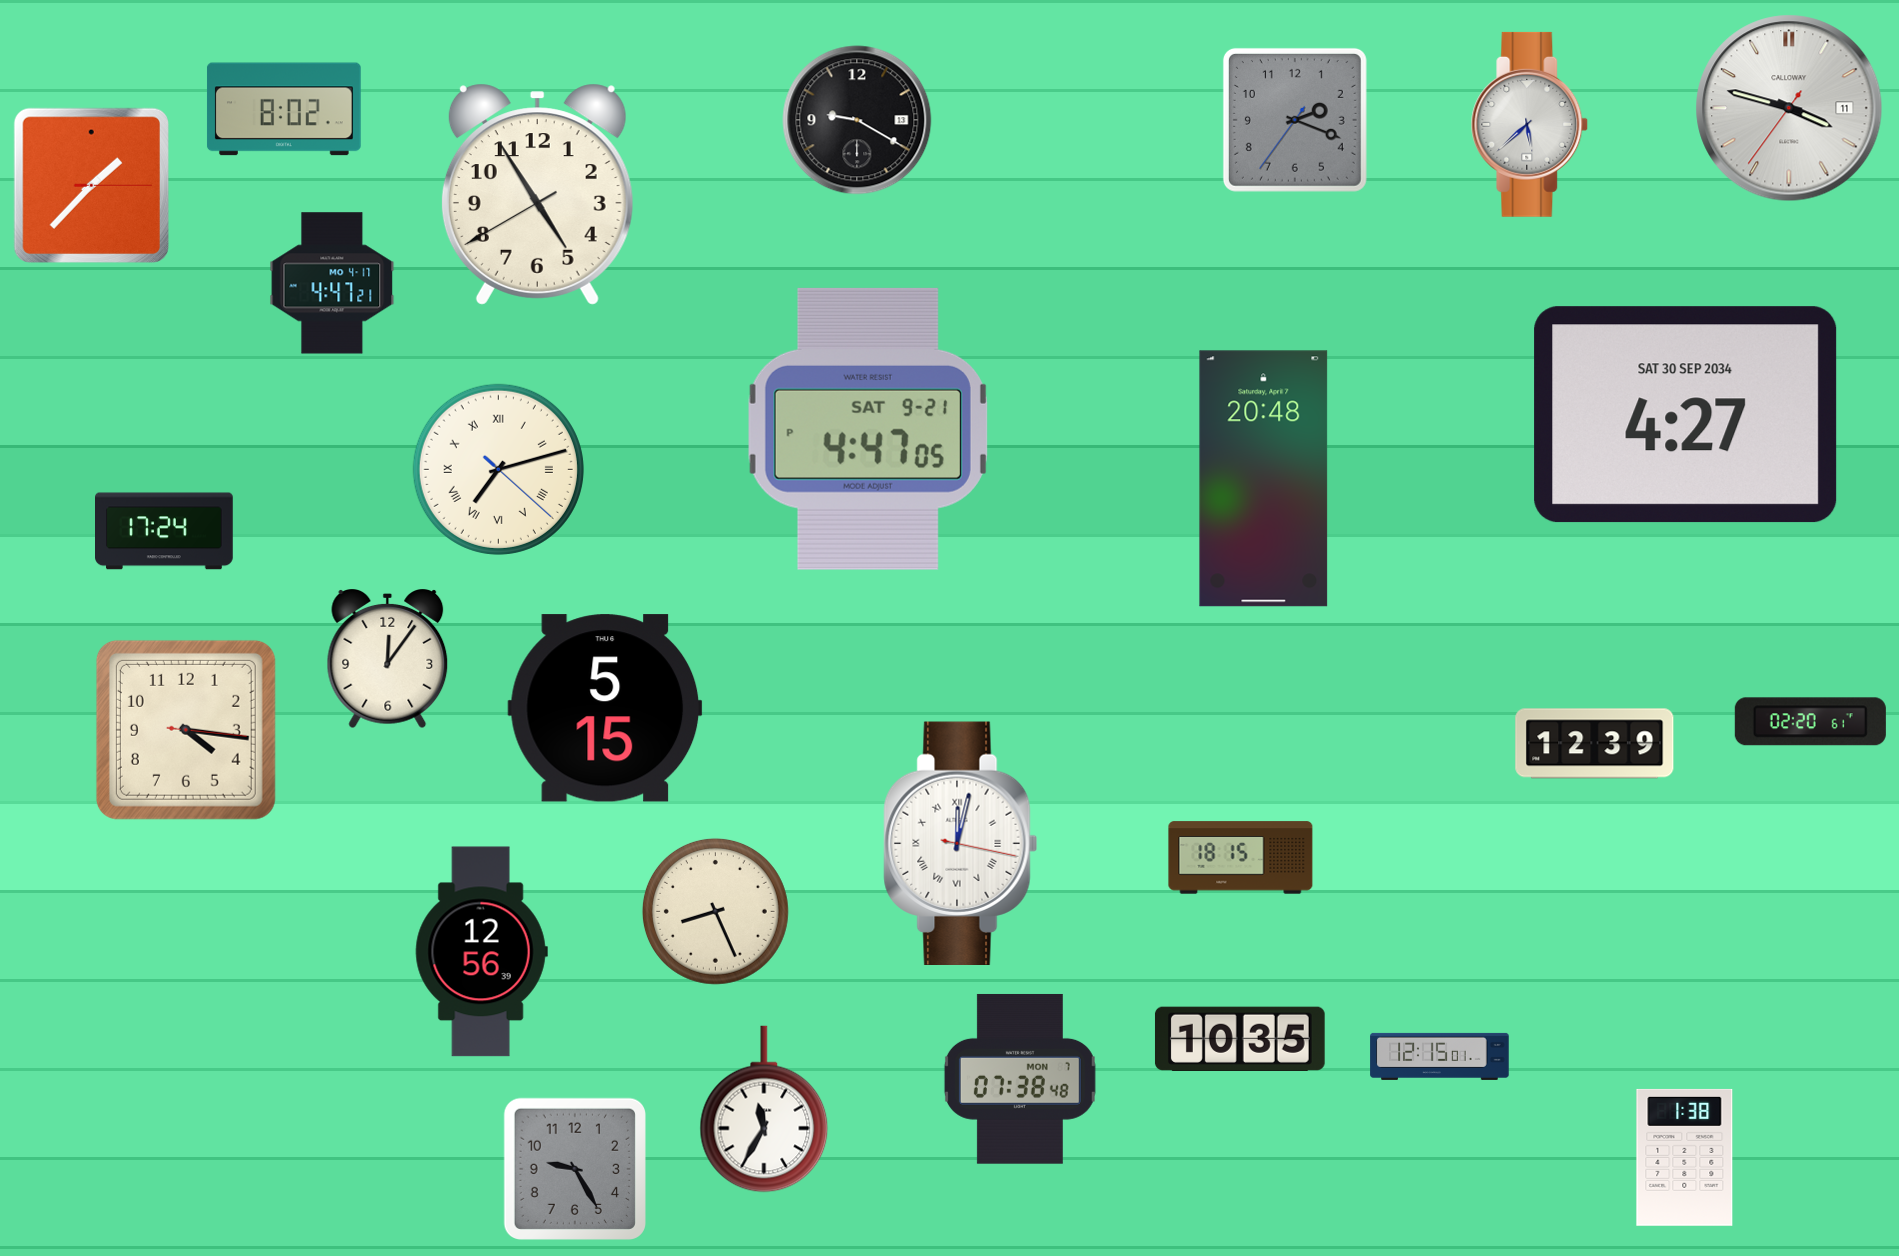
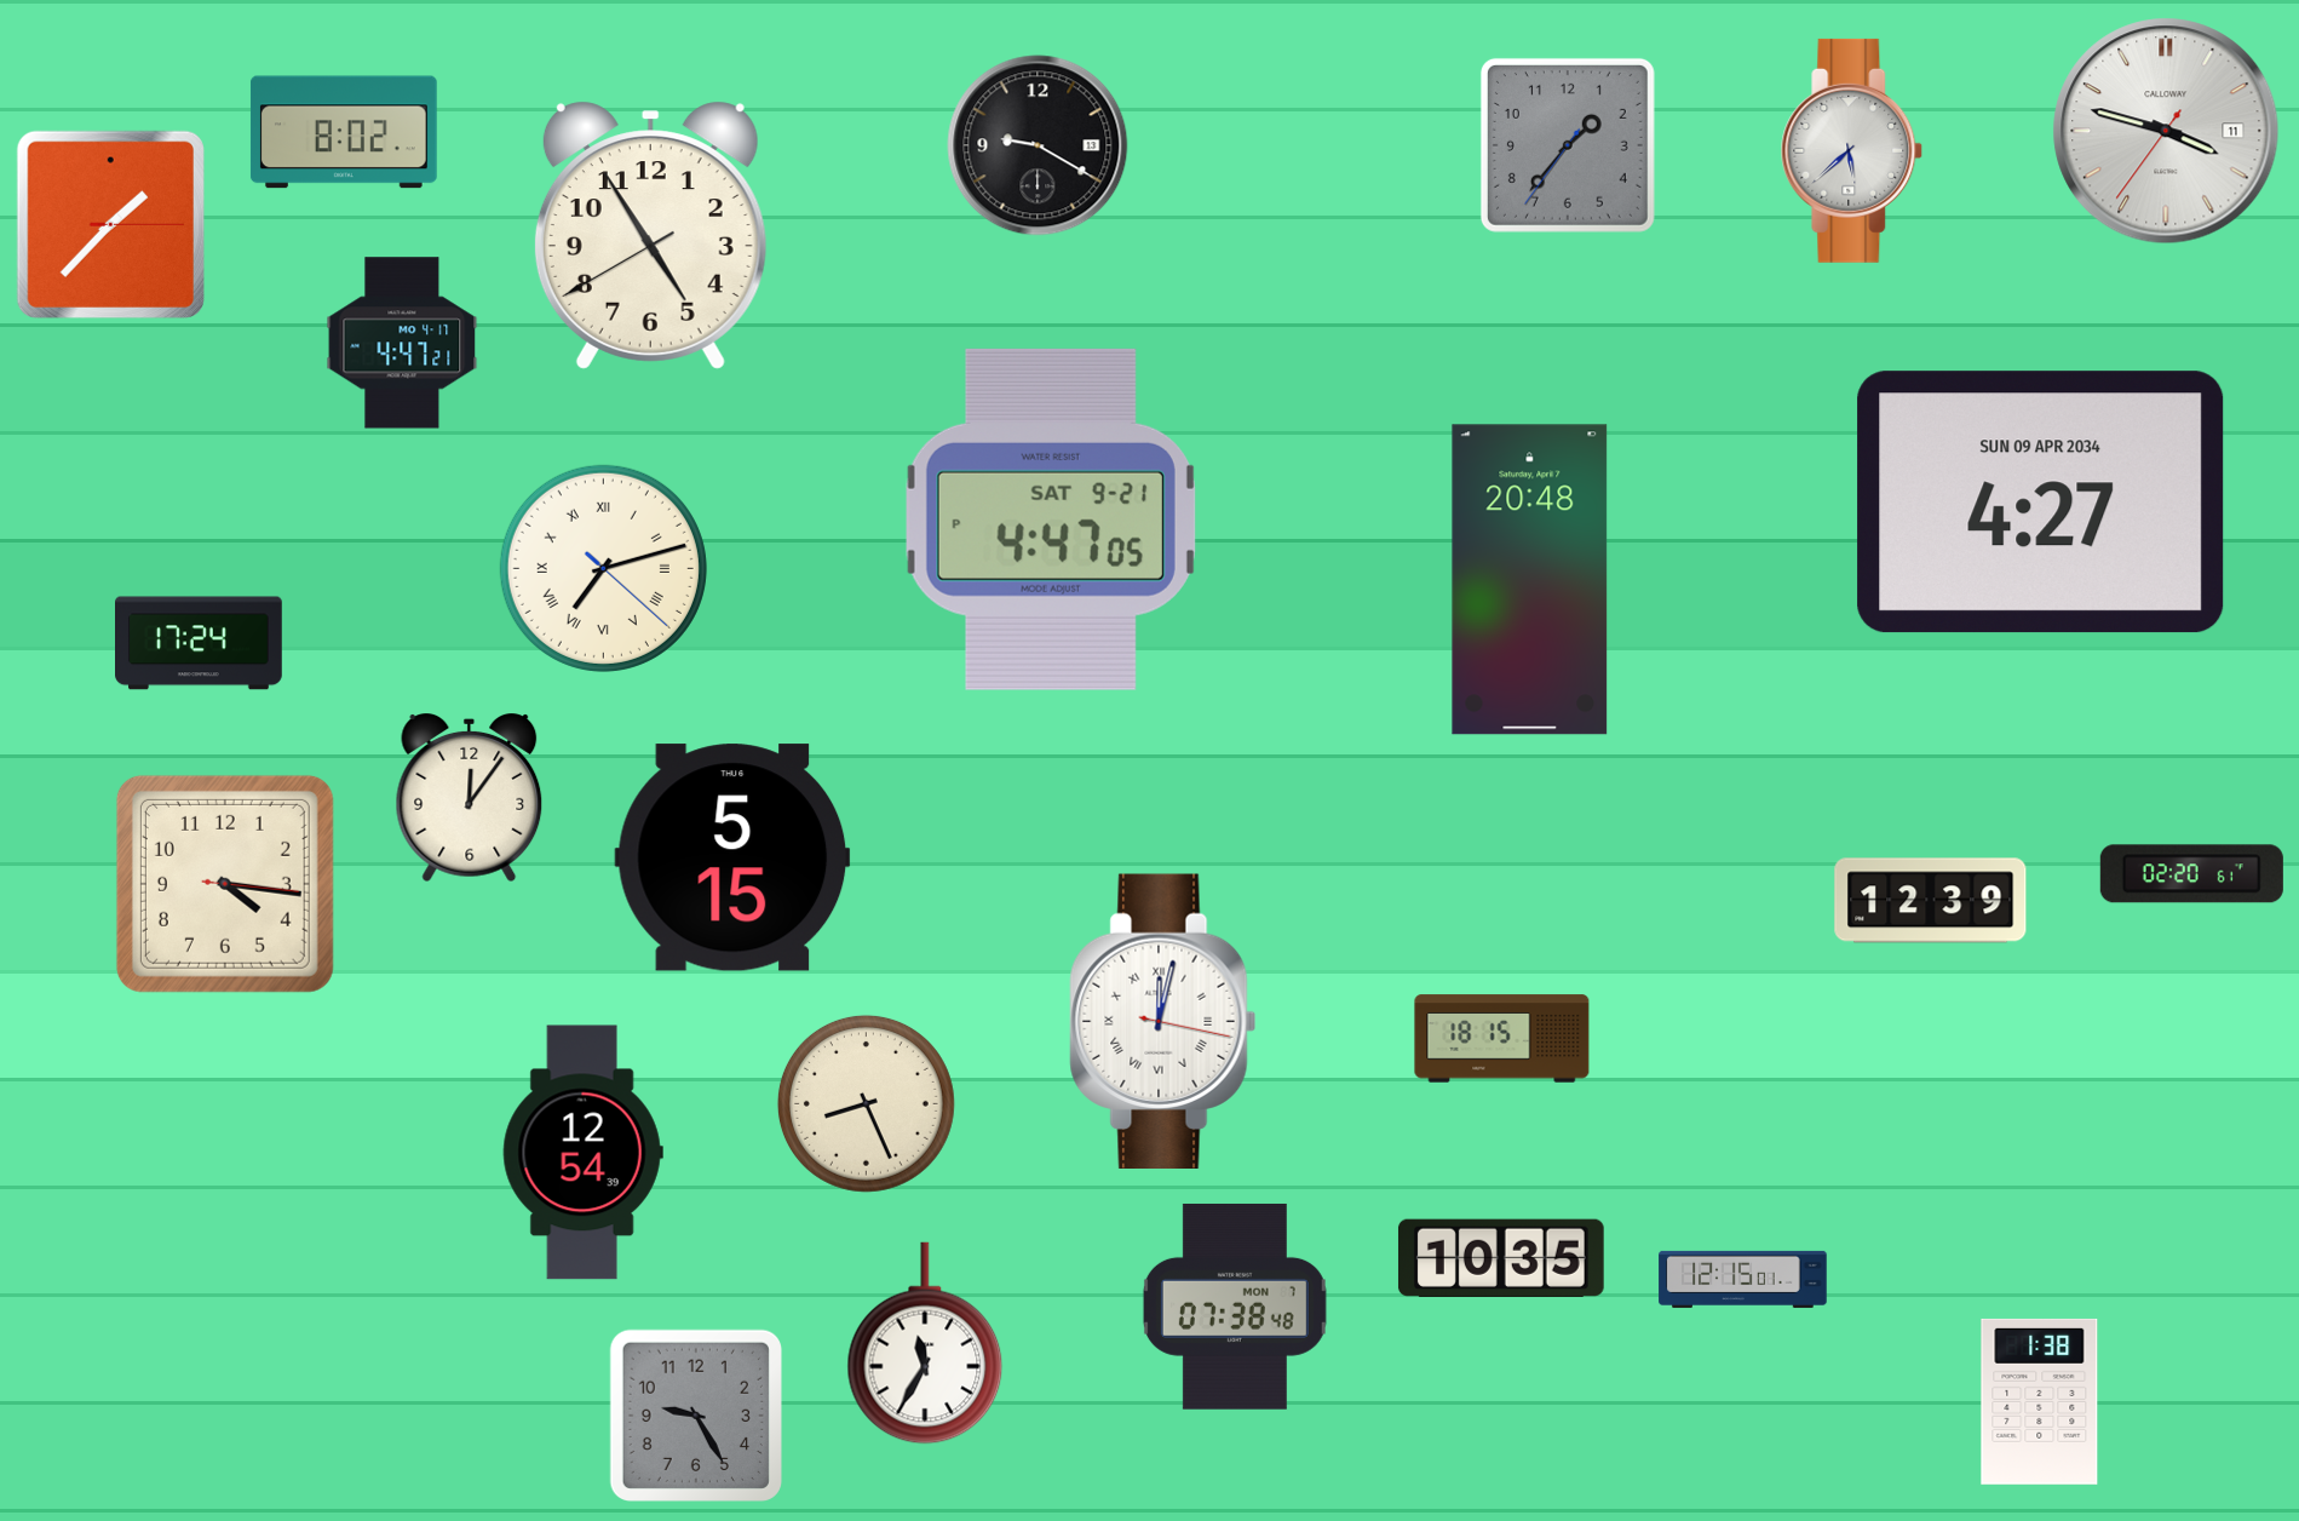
clock at (1295, 120): 2:18 -> 1:36
clock at (1686, 415) date: SAT 30 SEP 2034 -> SUN 09 APR 2034
clock at (481, 952): 12:56 -> 12:54
